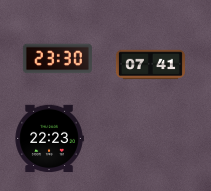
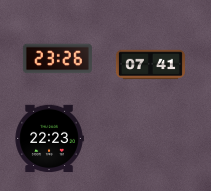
clock at (57, 59): 23:30 -> 23:26
